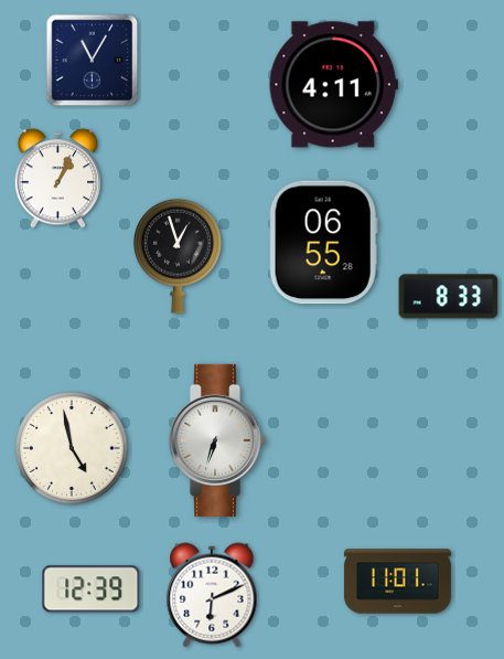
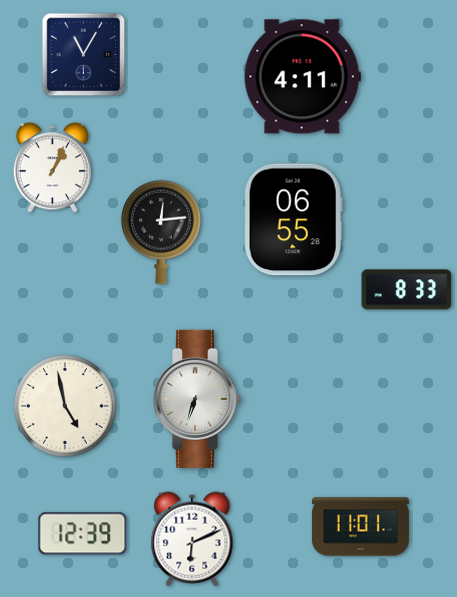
clock at (57, 179) position: (57, 179) -> (52, 168)
clock at (178, 256): 12:57 -> 12:14
clock at (449, 297) position: (449, 297) -> (407, 290)
